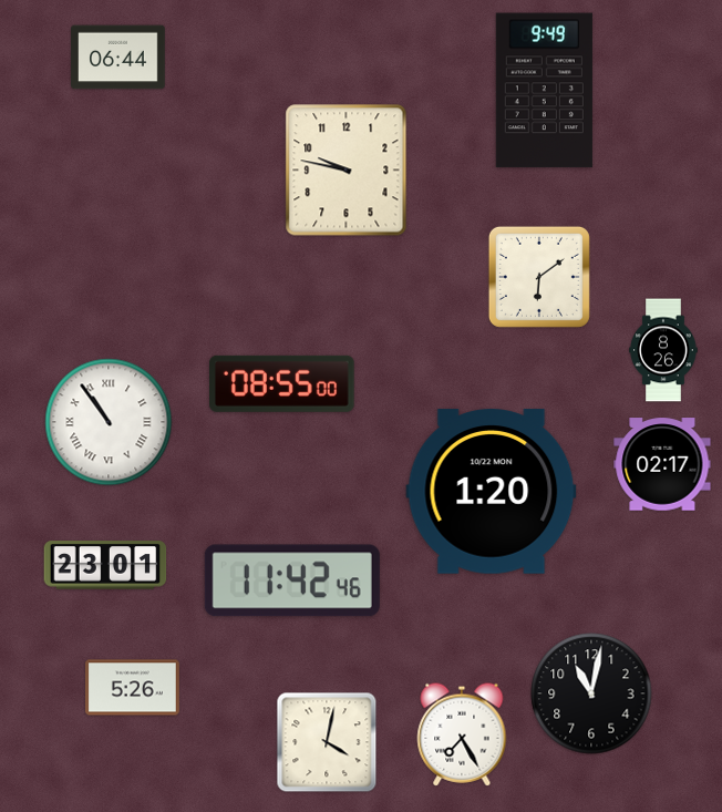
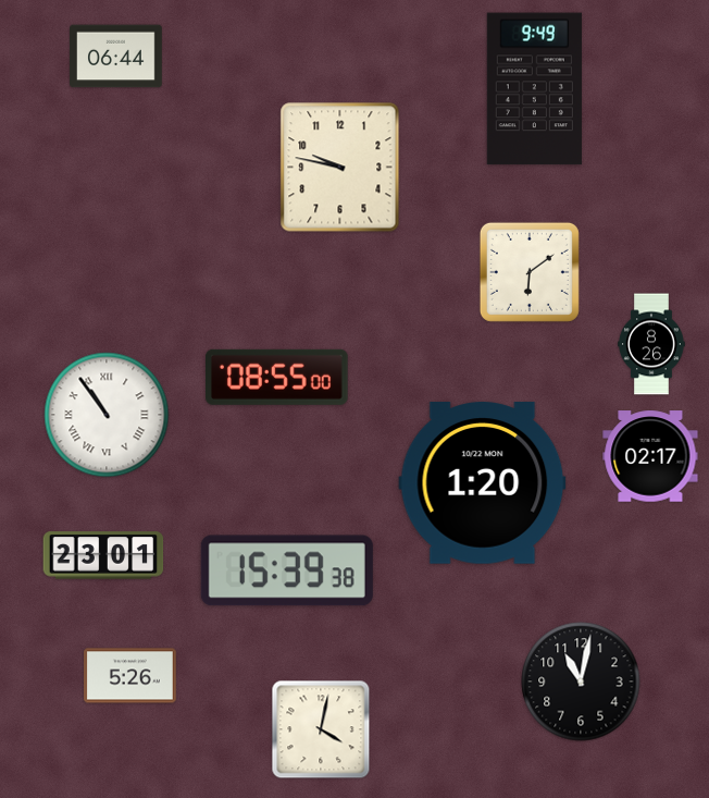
clock at (292, 580): 11:42 -> 15:39
clock at (462, 734): 7:25 -> none
